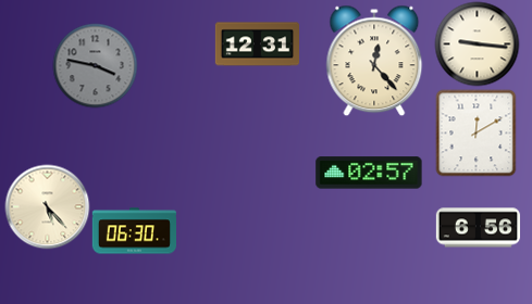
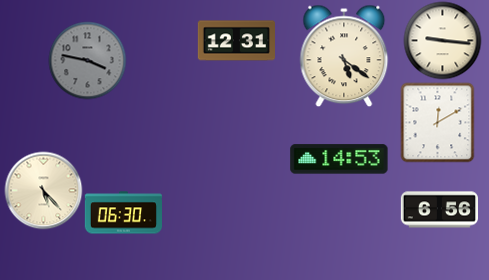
clock at (477, 43) position: (477, 43) -> (442, 40)
clock at (374, 61): 12:23 -> 5:21
clock at (369, 173): 02:57 -> 14:53
